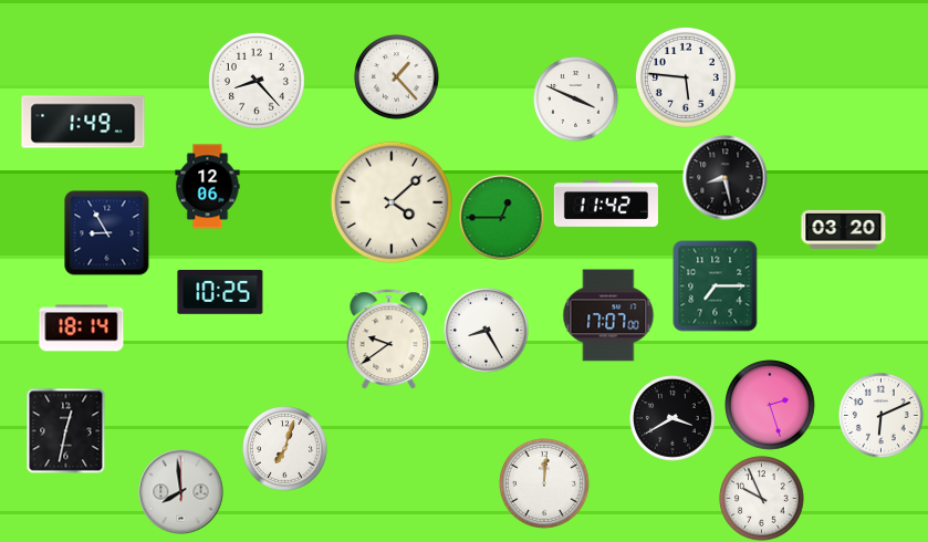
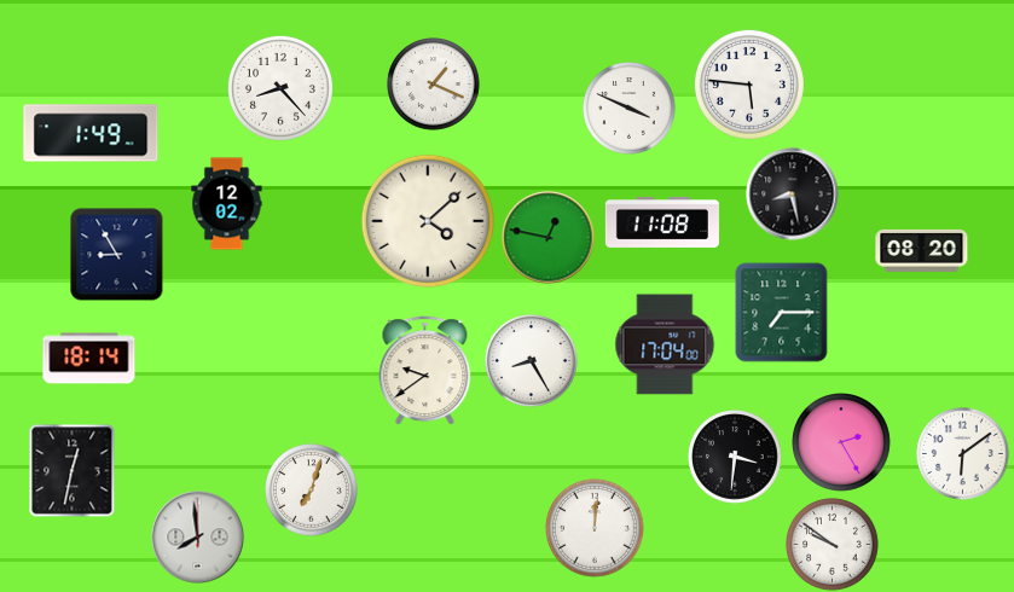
clock at (397, 77): 1:23 -> 1:19
clock at (208, 187): 12:06 -> 12:02
clock at (606, 204): 11:42 -> 11:08
clock at (502, 218): 12:45 -> 12:47
clock at (844, 229): 03:20 -> 08:20
clock at (220, 292): 10:25 -> none
clock at (608, 315): 17:07 -> 17:04
clock at (771, 406): 2:27 -> 2:25
clock at (882, 416): 6:11 -> 6:09
clock at (672, 418): 3:40 -> 3:31
clock at (762, 499): 9:56 -> 9:51
